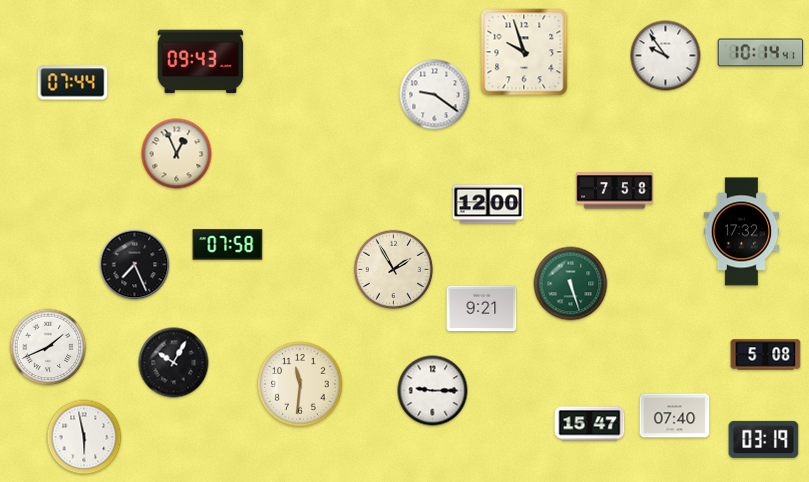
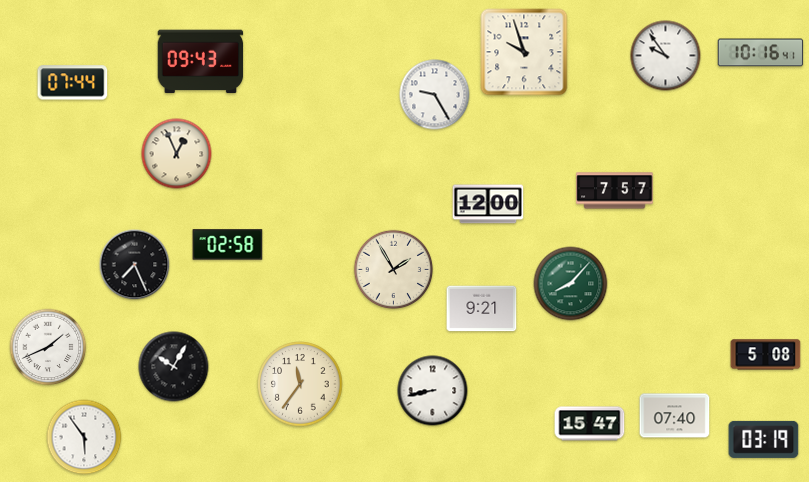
clock at (761, 53): 10:14 -> 10:16
clock at (435, 95): 9:21 -> 9:25
clock at (615, 191): 7:58 -> 7:57
clock at (742, 232): 17:32 -> none
clock at (228, 245): 07:58 -> 02:58
clock at (571, 284): 5:27 -> 8:07
clock at (174, 363) position: (174, 363) -> (174, 367)
clock at (300, 384): 11:31 -> 11:36
clock at (433, 391): 9:15 -> 8:43
clock at (84, 437): 5:58 -> 5:54
